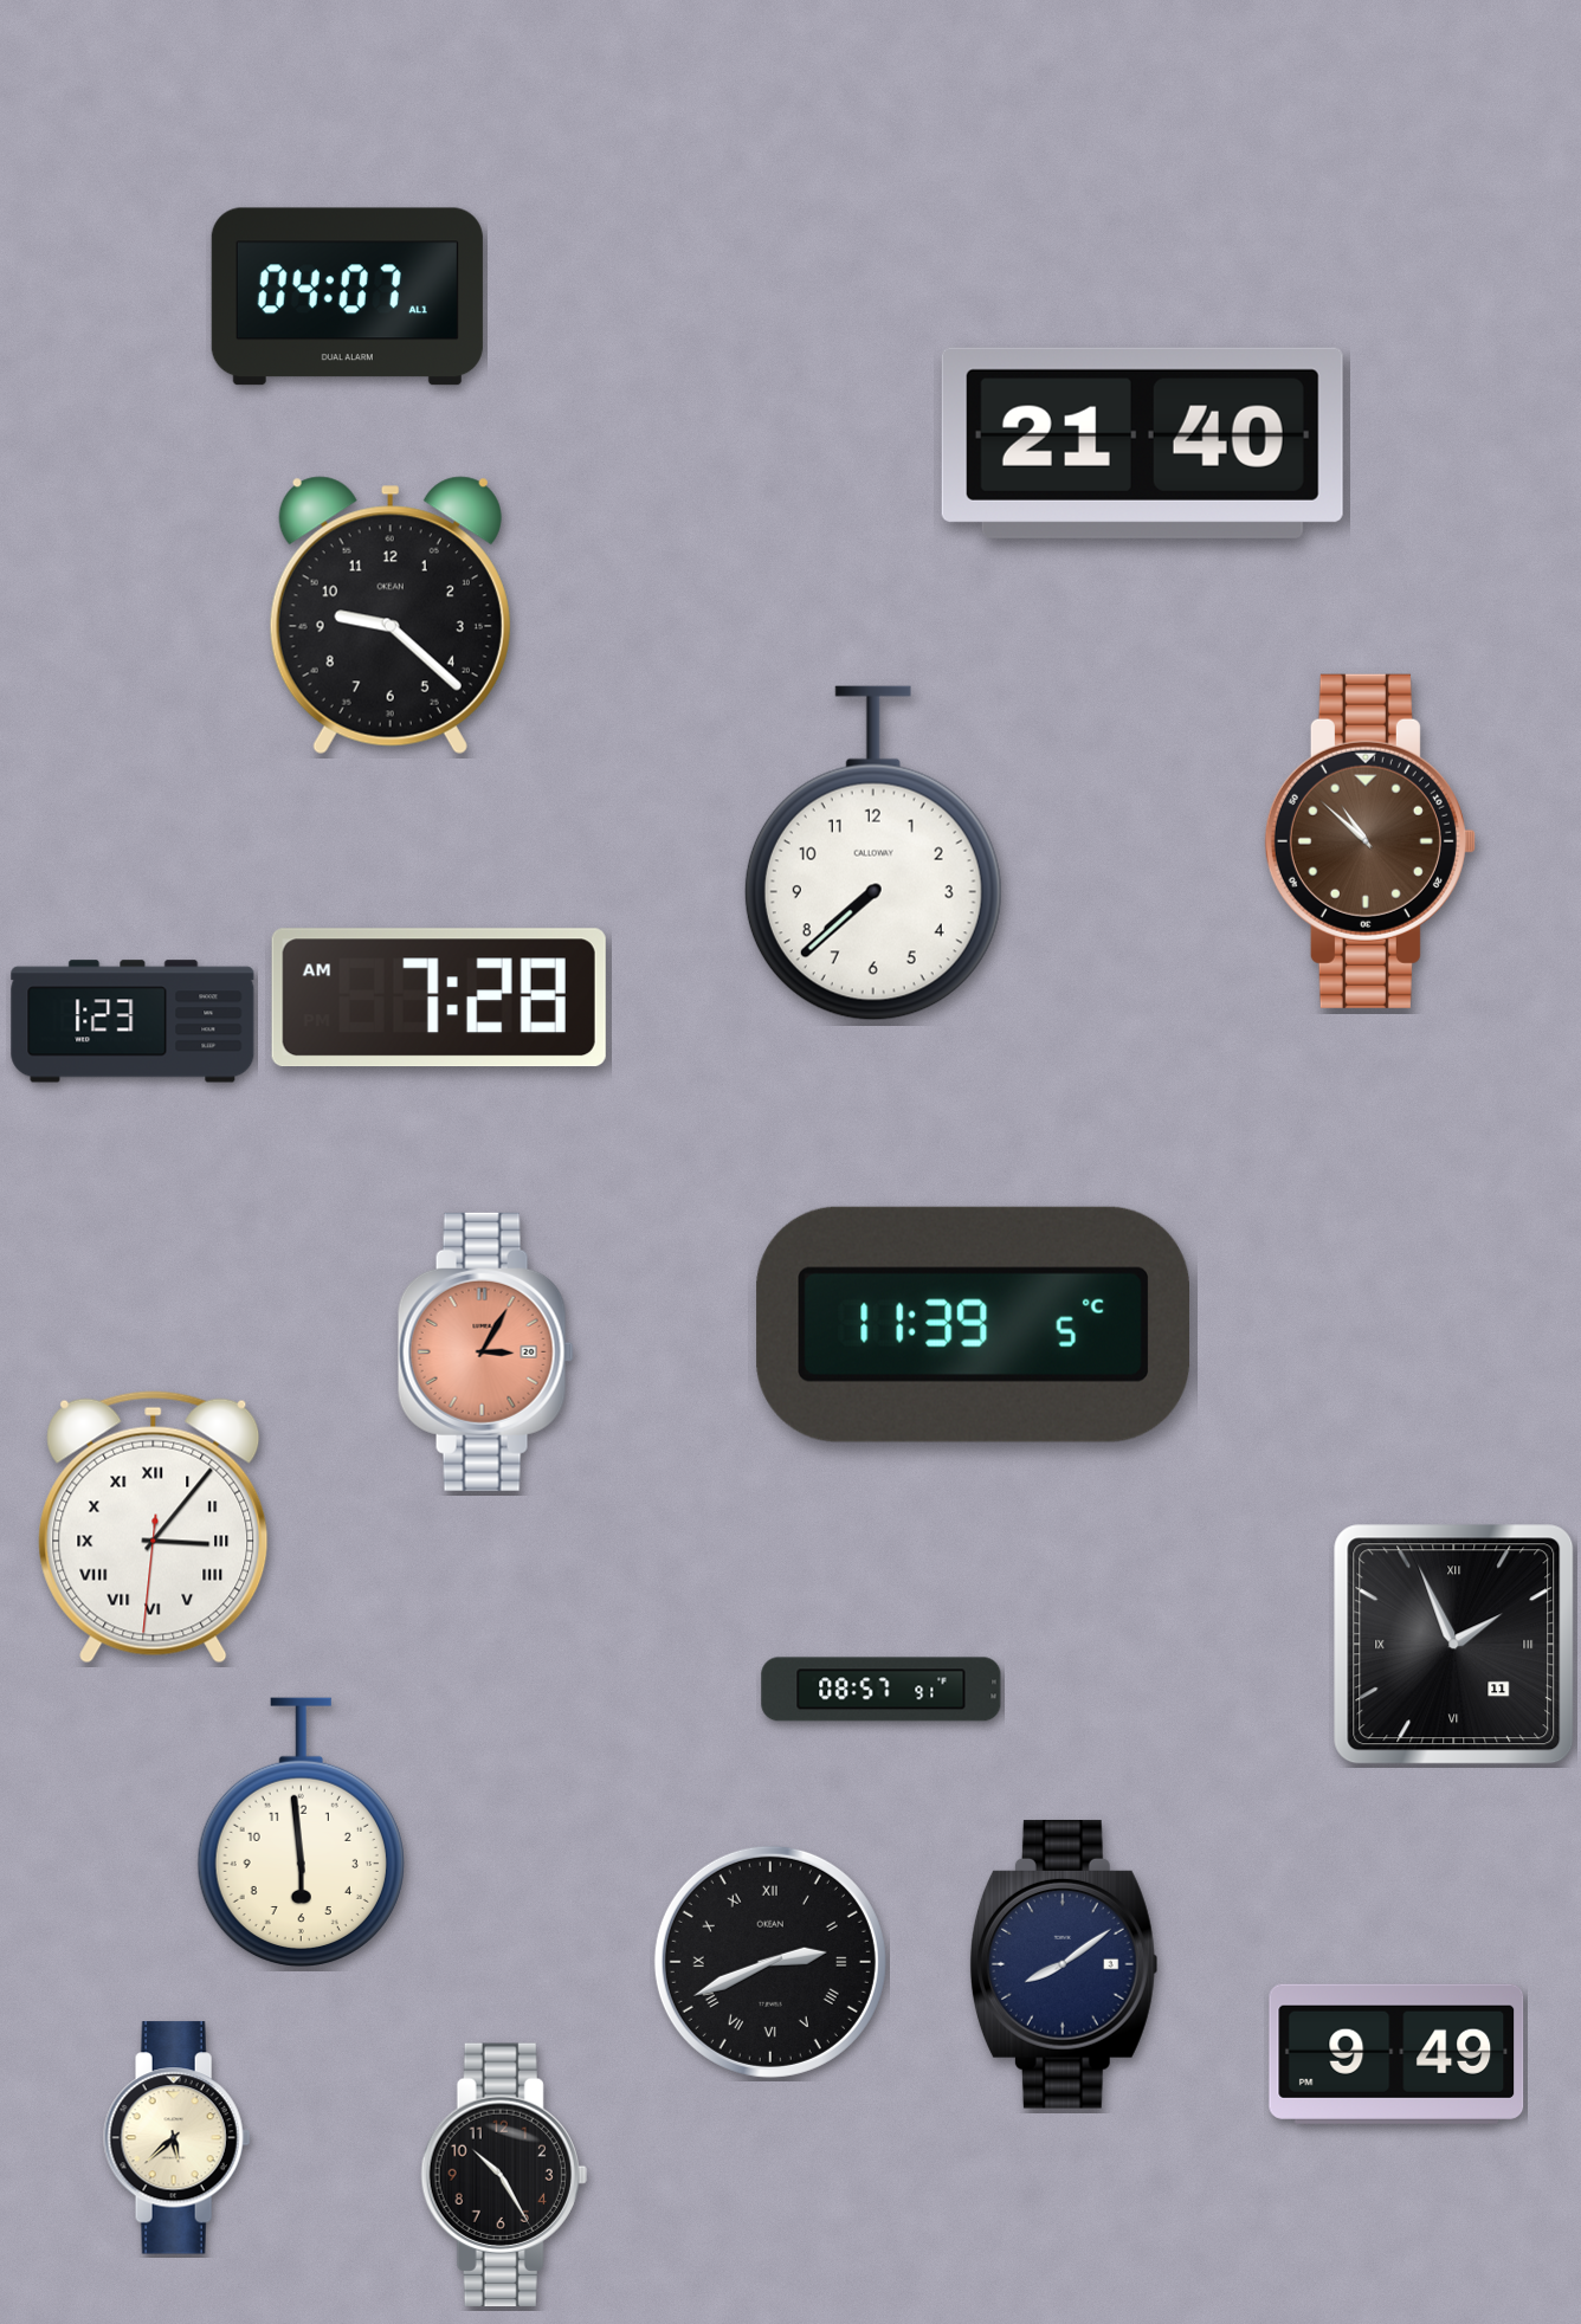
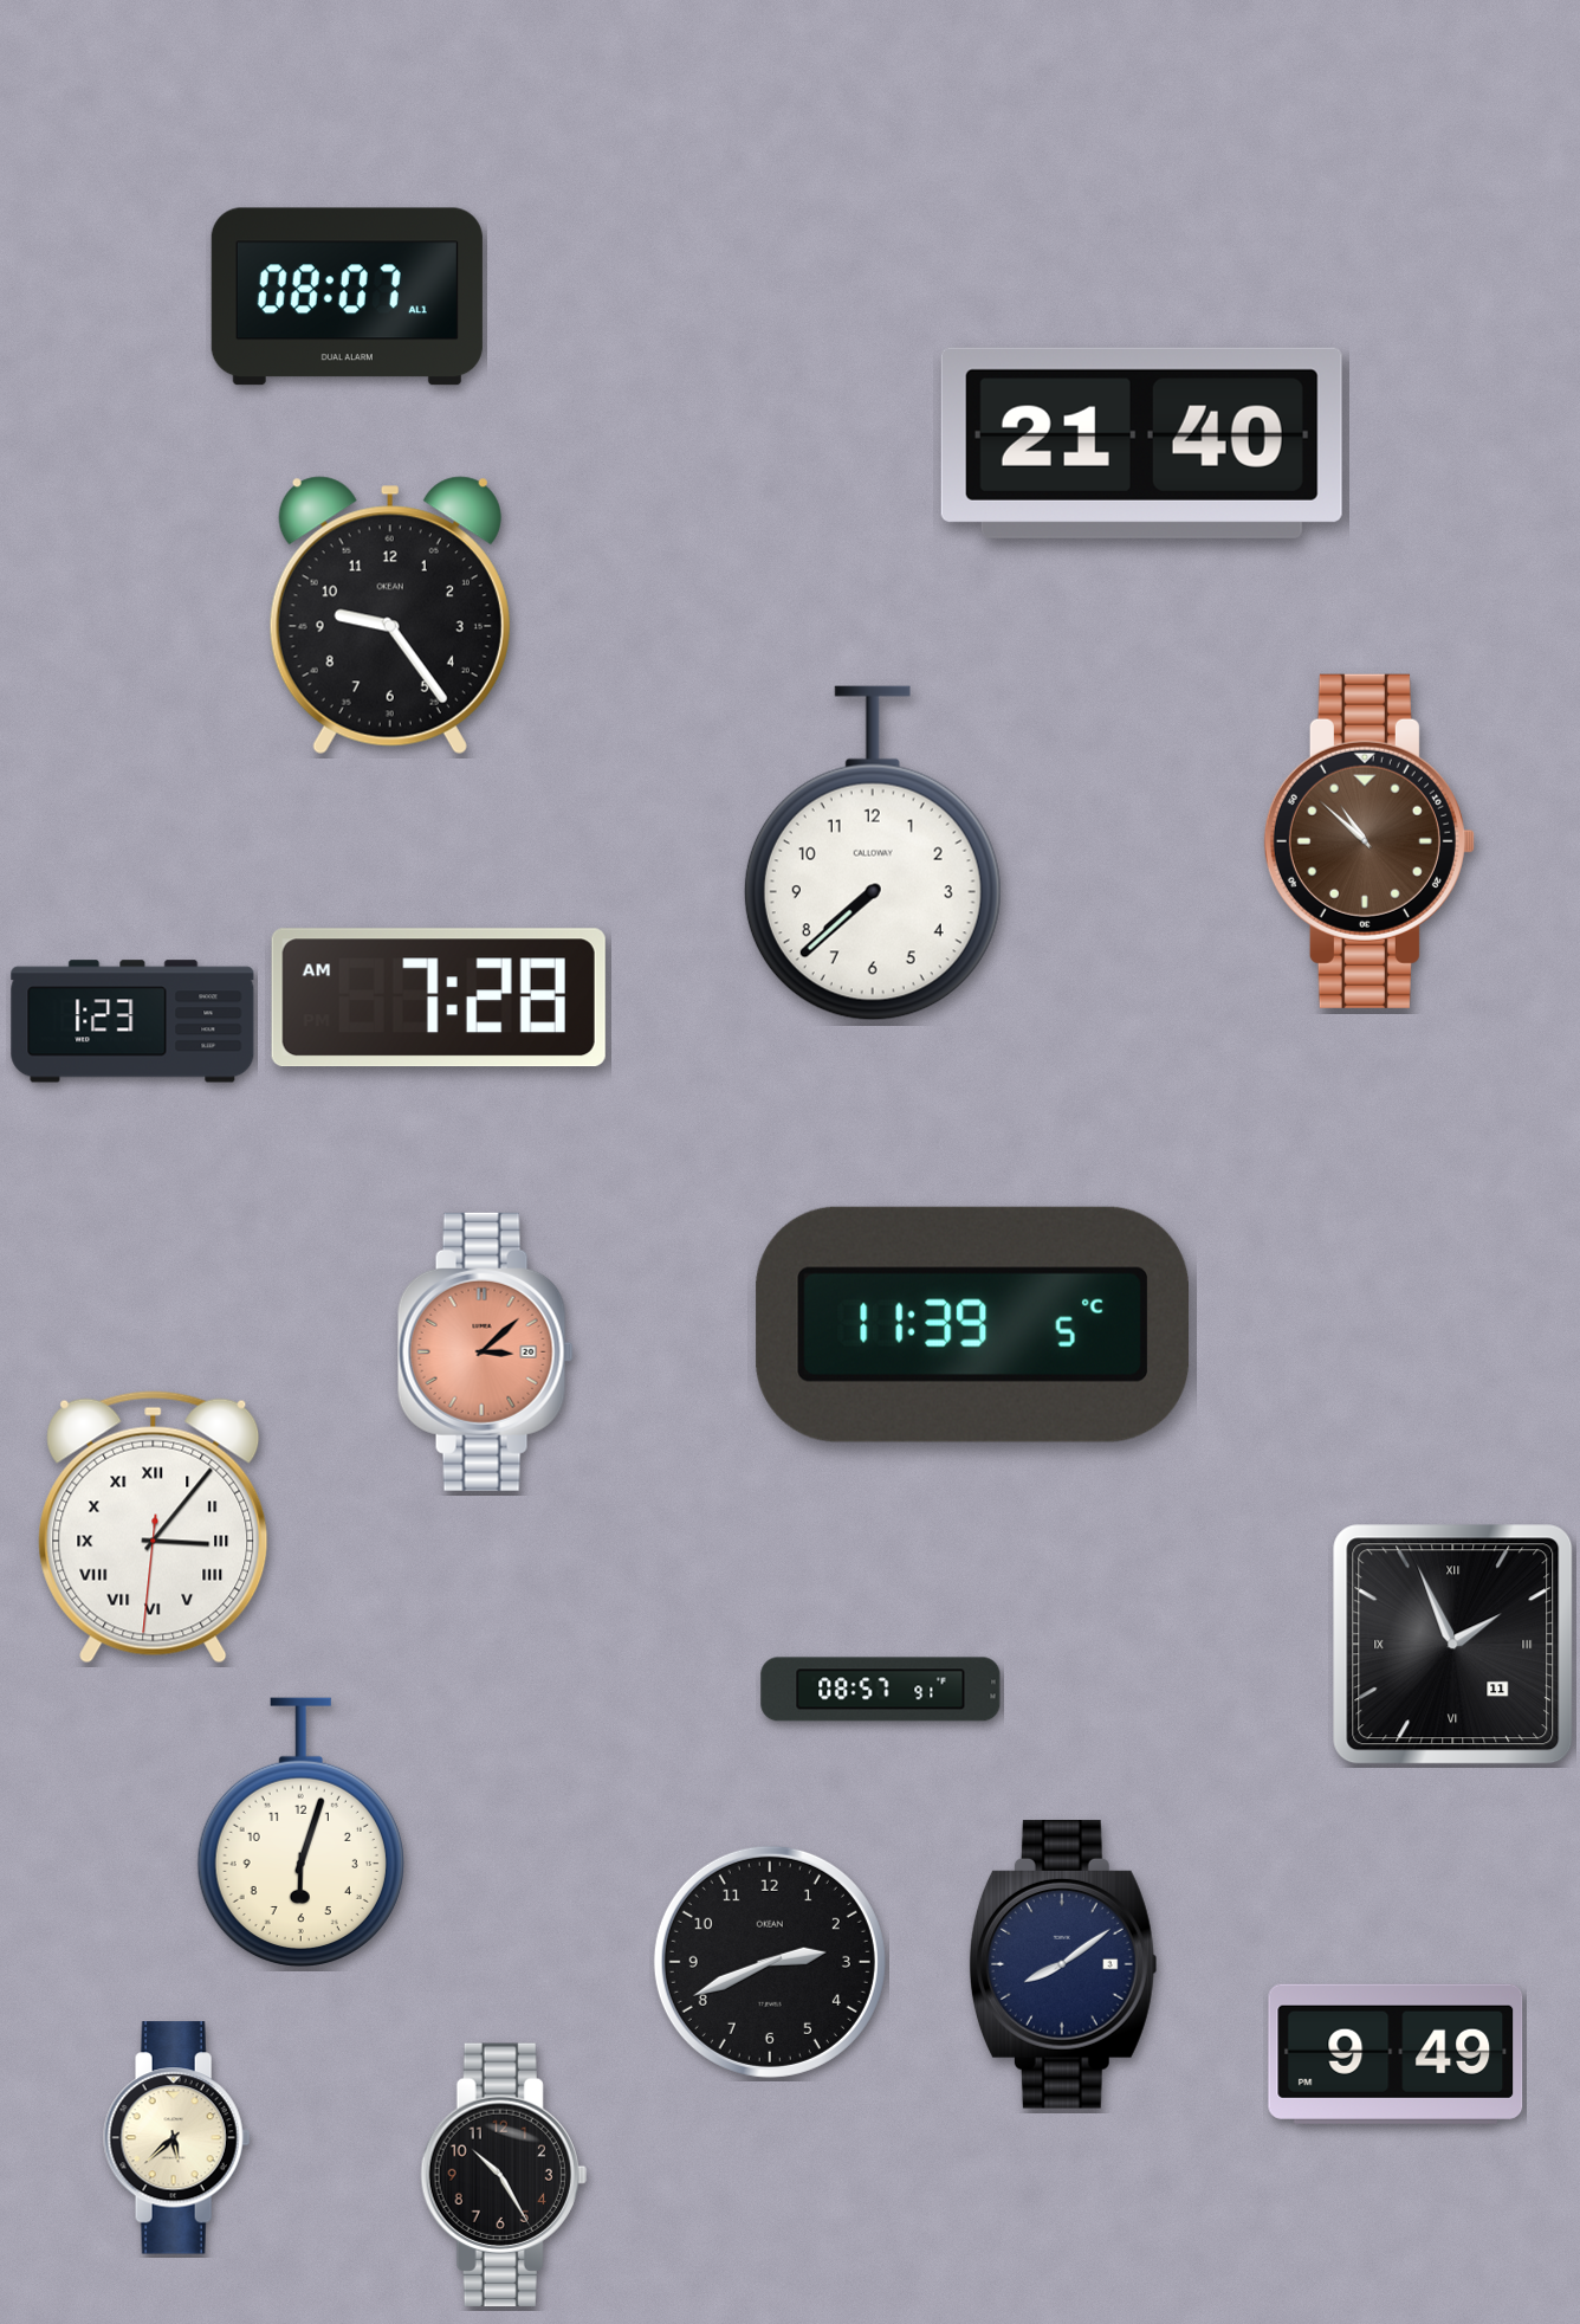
clock at (347, 297): 04:07 -> 08:07
clock at (391, 615): 9:22 -> 9:24
clock at (485, 1351): 3:05 -> 3:08
clock at (301, 1832): 5:59 -> 6:03
clock at (770, 1962) numerals: Roman -> Arabic
